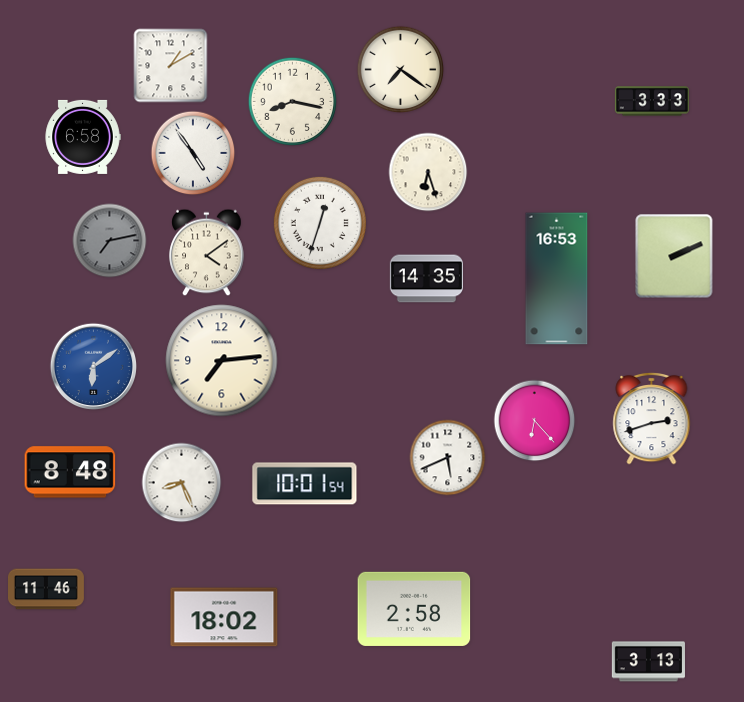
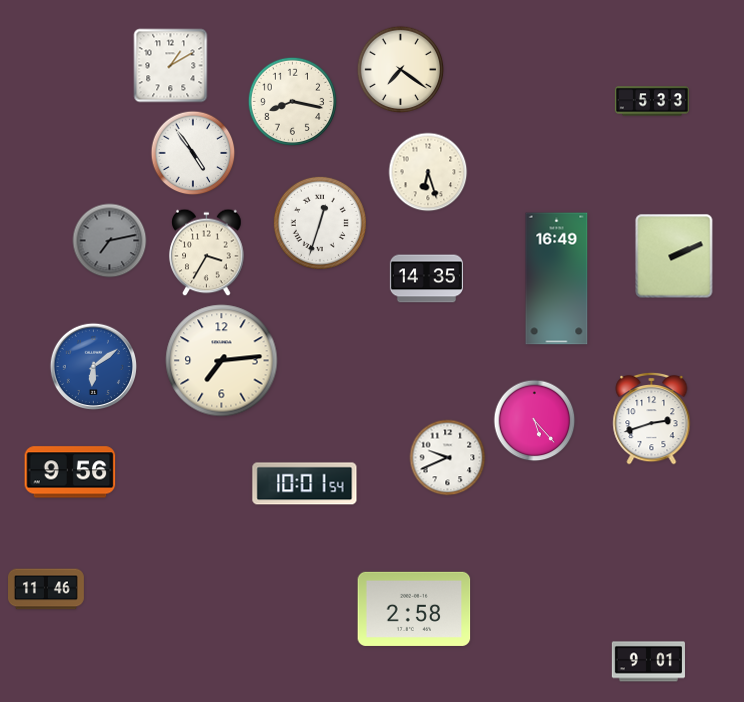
clock at (652, 101): 3:33 -> 5:33
clock at (83, 137): 6:58 -> none
clock at (207, 253): 4:09 -> 3:35
clock at (557, 279): 16:53 -> 16:49
clock at (535, 421): 6:23 -> 5:23
clock at (448, 458): 5:41 -> 9:41
clock at (70, 472): 8:48 -> 9:56
clock at (182, 483): 8:26 -> none
clock at (224, 617): 18:02 -> none
clock at (648, 662): 3:13 -> 9:01
